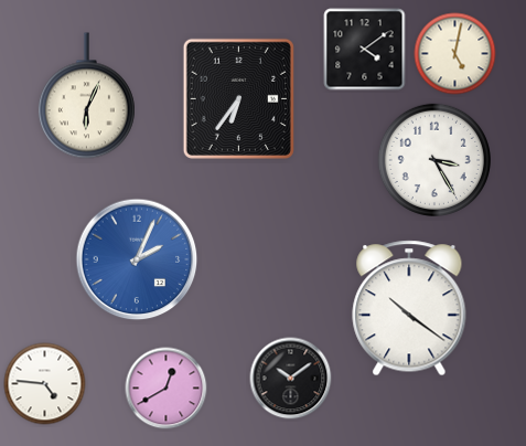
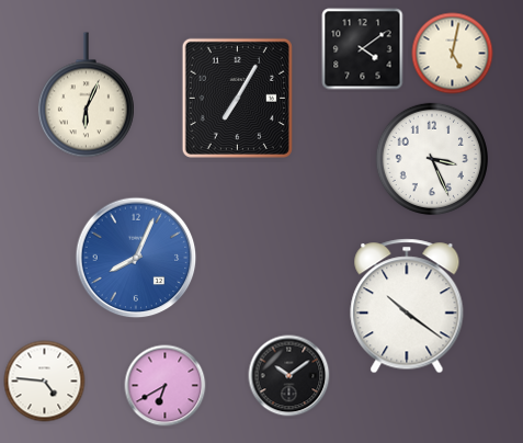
clock at (238, 98): 6:36 -> 7:05
clock at (433, 159): 3:25 -> 3:26
clock at (137, 259): 2:04 -> 8:04
clock at (167, 389): 12:40 -> 6:40
